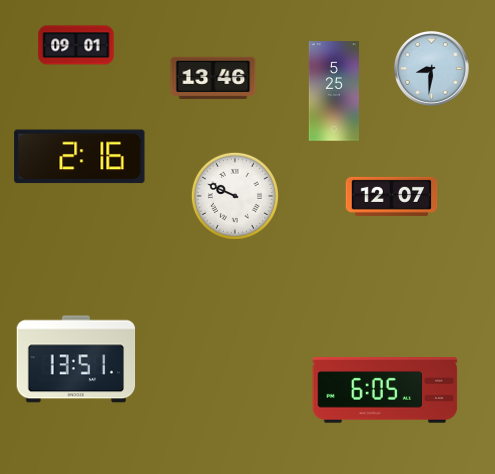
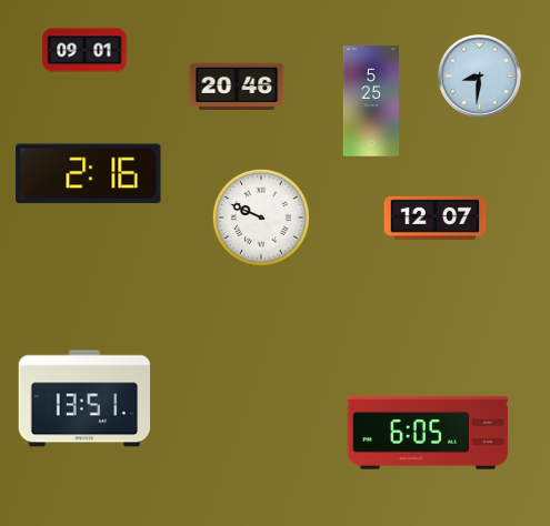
clock at (213, 77): 13:46 -> 20:46
